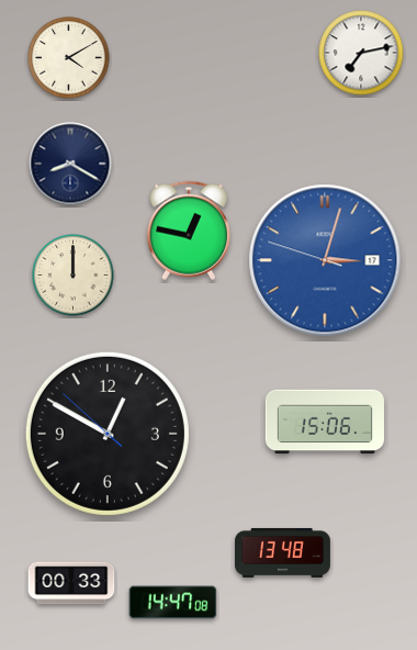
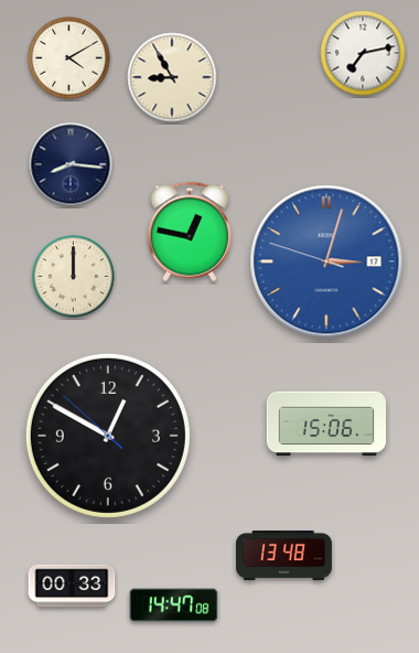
clock at (172, 77): none -> 8:55
clock at (70, 164): 8:20 -> 8:16
